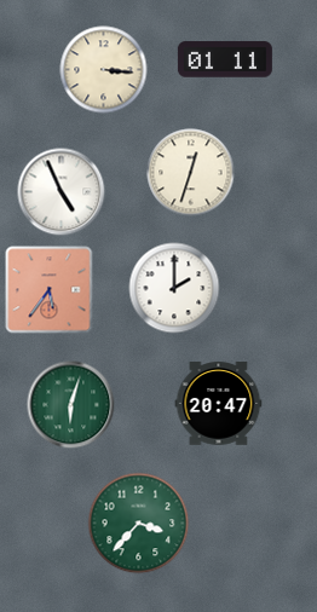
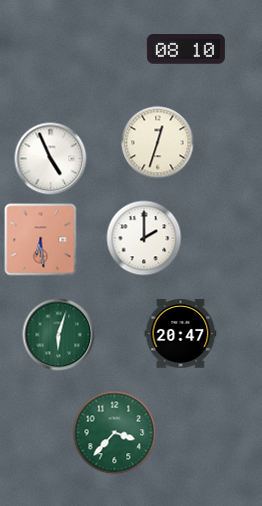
clock at (225, 59): 01:11 -> 08:10
clock at (104, 70): 3:16 -> none
clock at (50, 290): 5:36 -> 6:29
